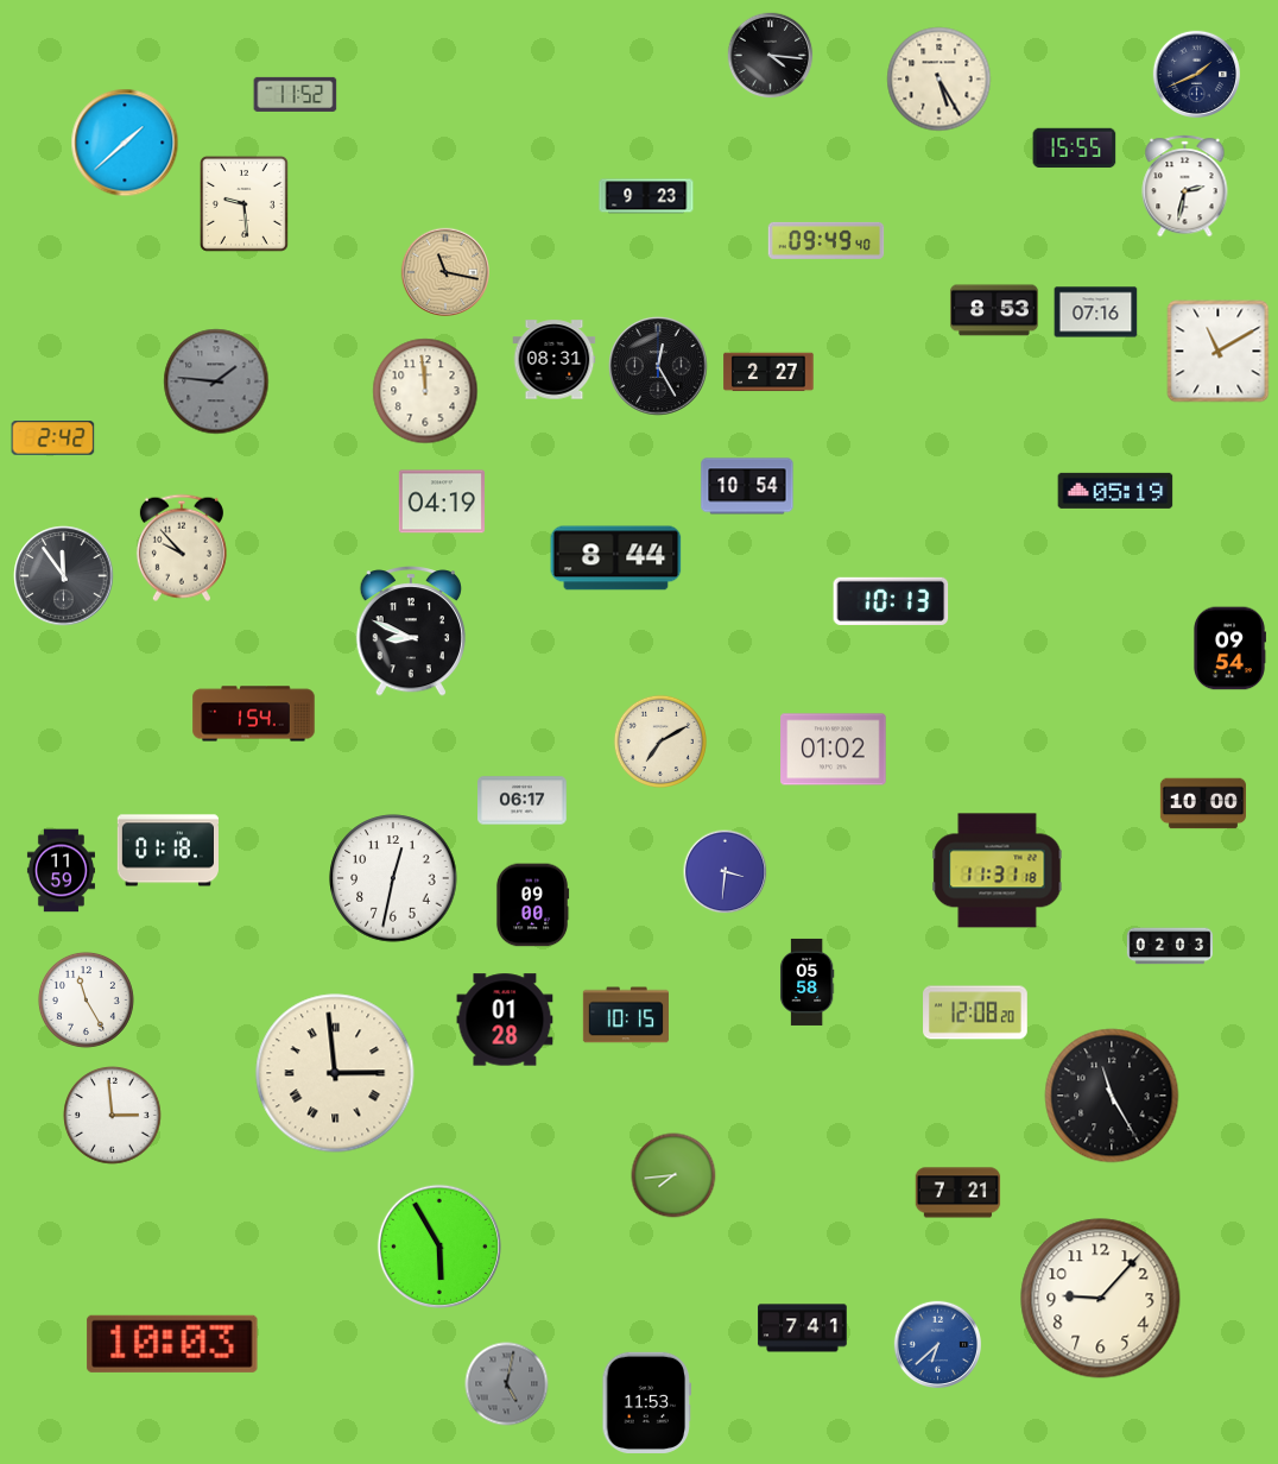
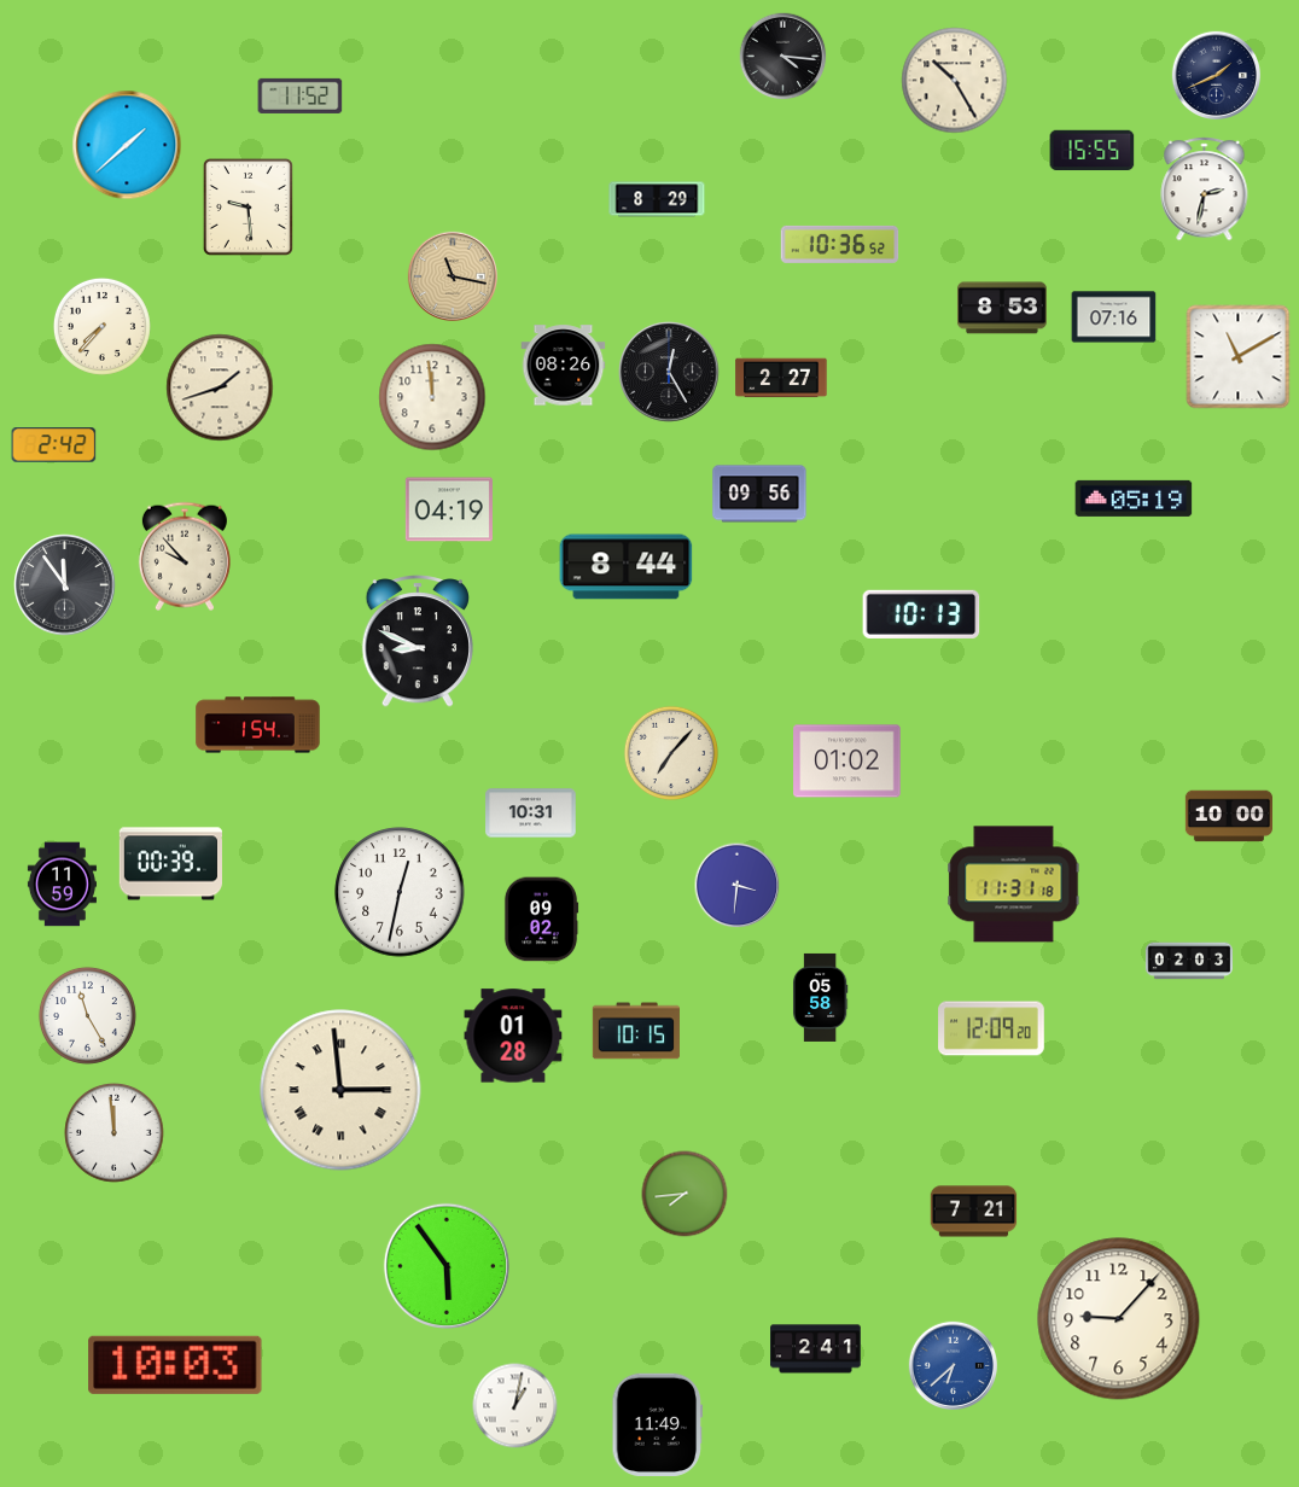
clock at (939, 80): 5:25 -> 10:25
clock at (646, 196): 9:23 -> 8:29
clock at (827, 240): 09:49 -> 10:36
clock at (994, 310) position: (994, 310) -> (1002, 308)
clock at (101, 326): none -> 7:37
clock at (555, 360): 08:31 -> 08:26
clock at (216, 381): 1:46 -> 1:42
clock at (216, 381) dial: grey -> cream
clock at (747, 486): 10:54 -> 09:56
clock at (891, 601) position: (891, 601) -> (921, 614)
clock at (1229, 649): 09:54 -> none
clock at (659, 740): 7:10 -> 7:07
clock at (523, 801): 06:17 -> 10:31
clock at (1202, 803) position: (1202, 803) -> (1228, 816)
clock at (167, 851): 01:18 -> 00:39
clock at (532, 905): 09:00 -> 09:02
clock at (975, 1012): 12:08 -> 12:09
clock at (1112, 1096): 11:25 -> none
clock at (113, 1116): 2:59 -> 11:59
clock at (439, 1247): 5:55 -> 5:54
clock at (803, 1329): 7:41 -> 2:41
clock at (507, 1384): 5:02 -> 1:02
clock at (507, 1384) dial: grey -> white
clock at (647, 1402): 11:53 -> 11:49
